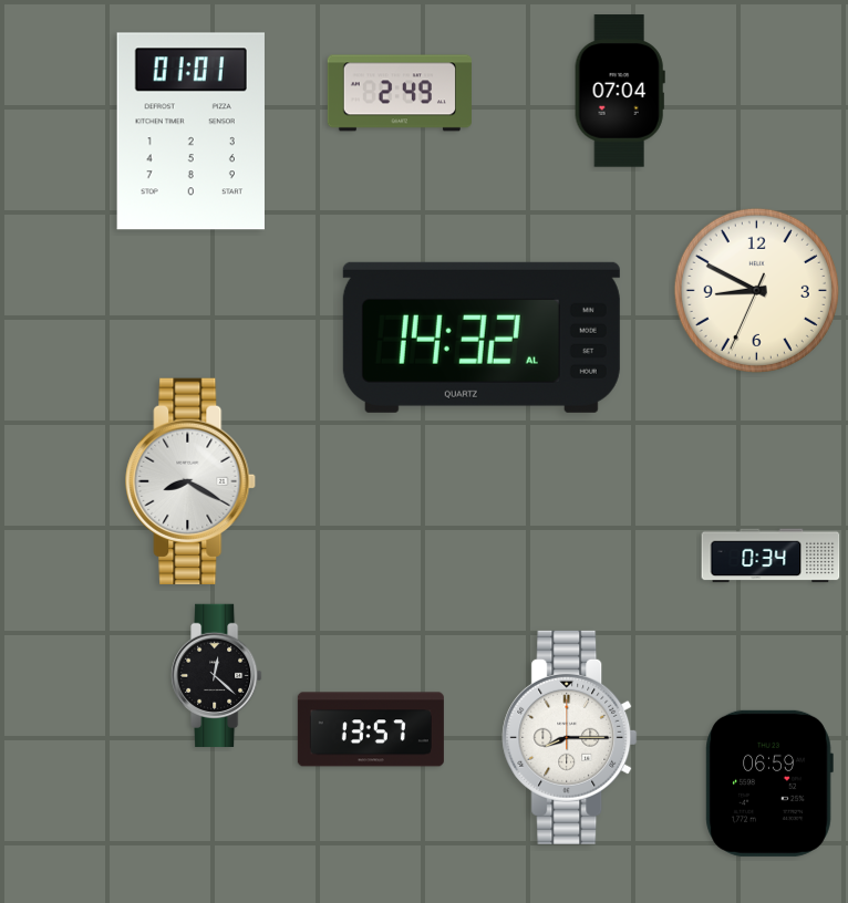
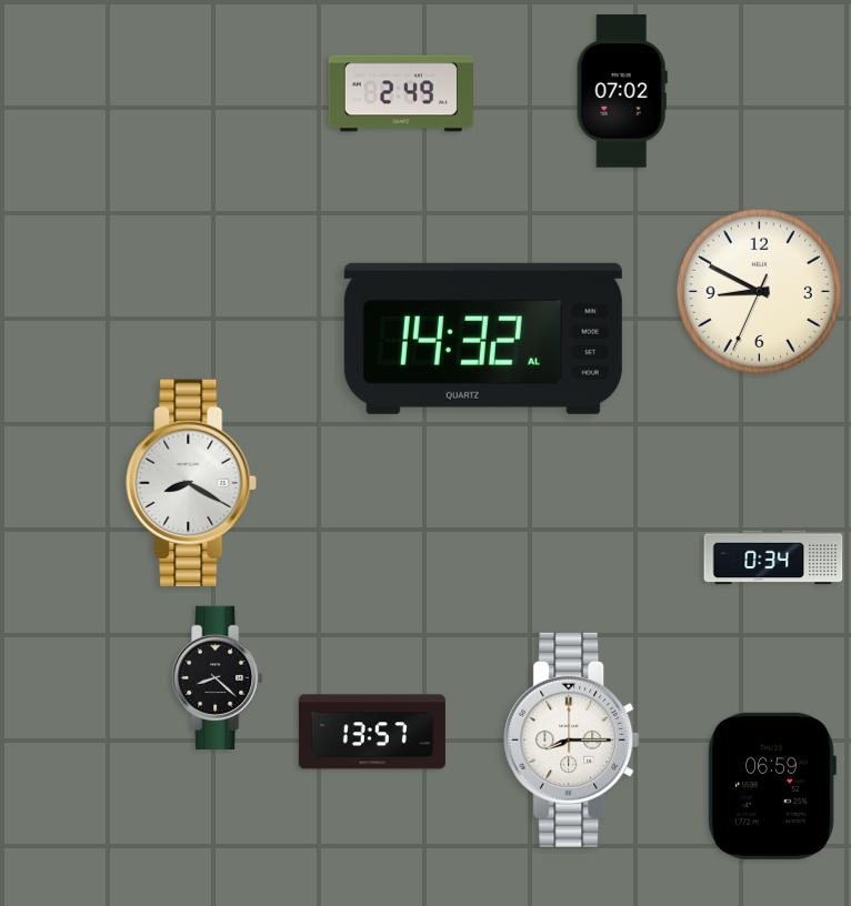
clock at (620, 91): 07:04 -> 07:02
clock at (190, 132): 01:01 -> none
clock at (217, 675): 12:22 -> 8:22
